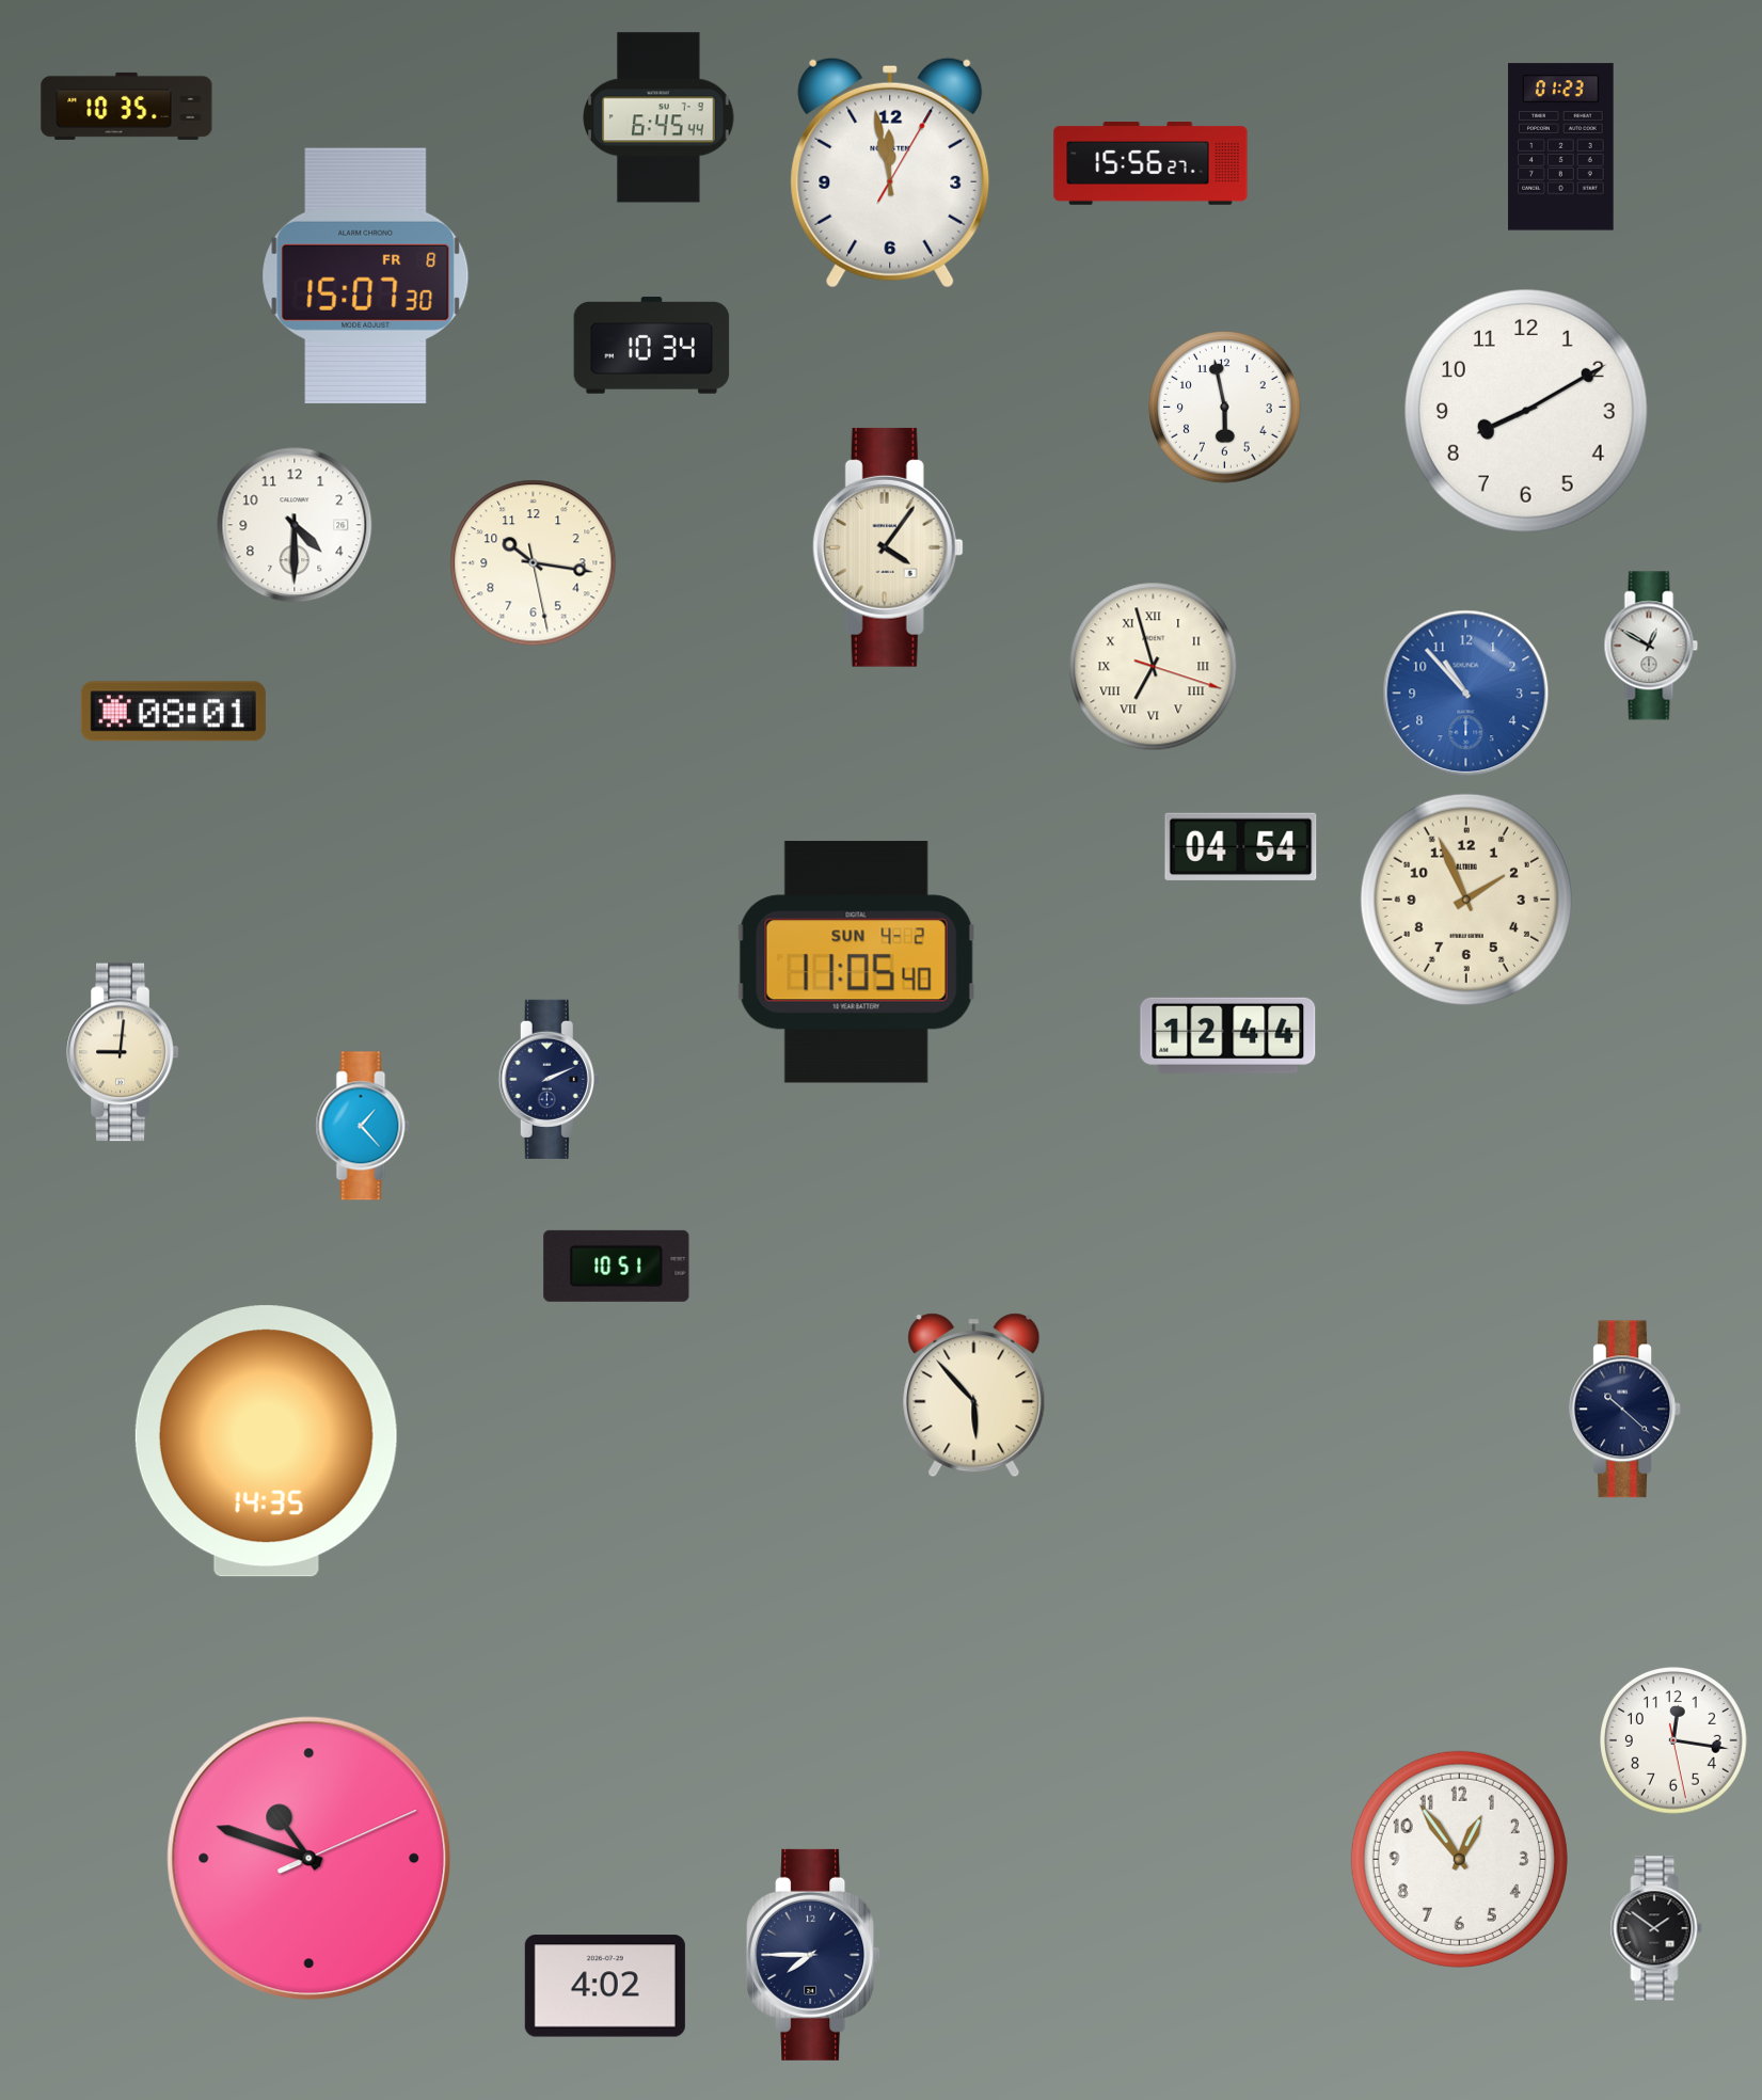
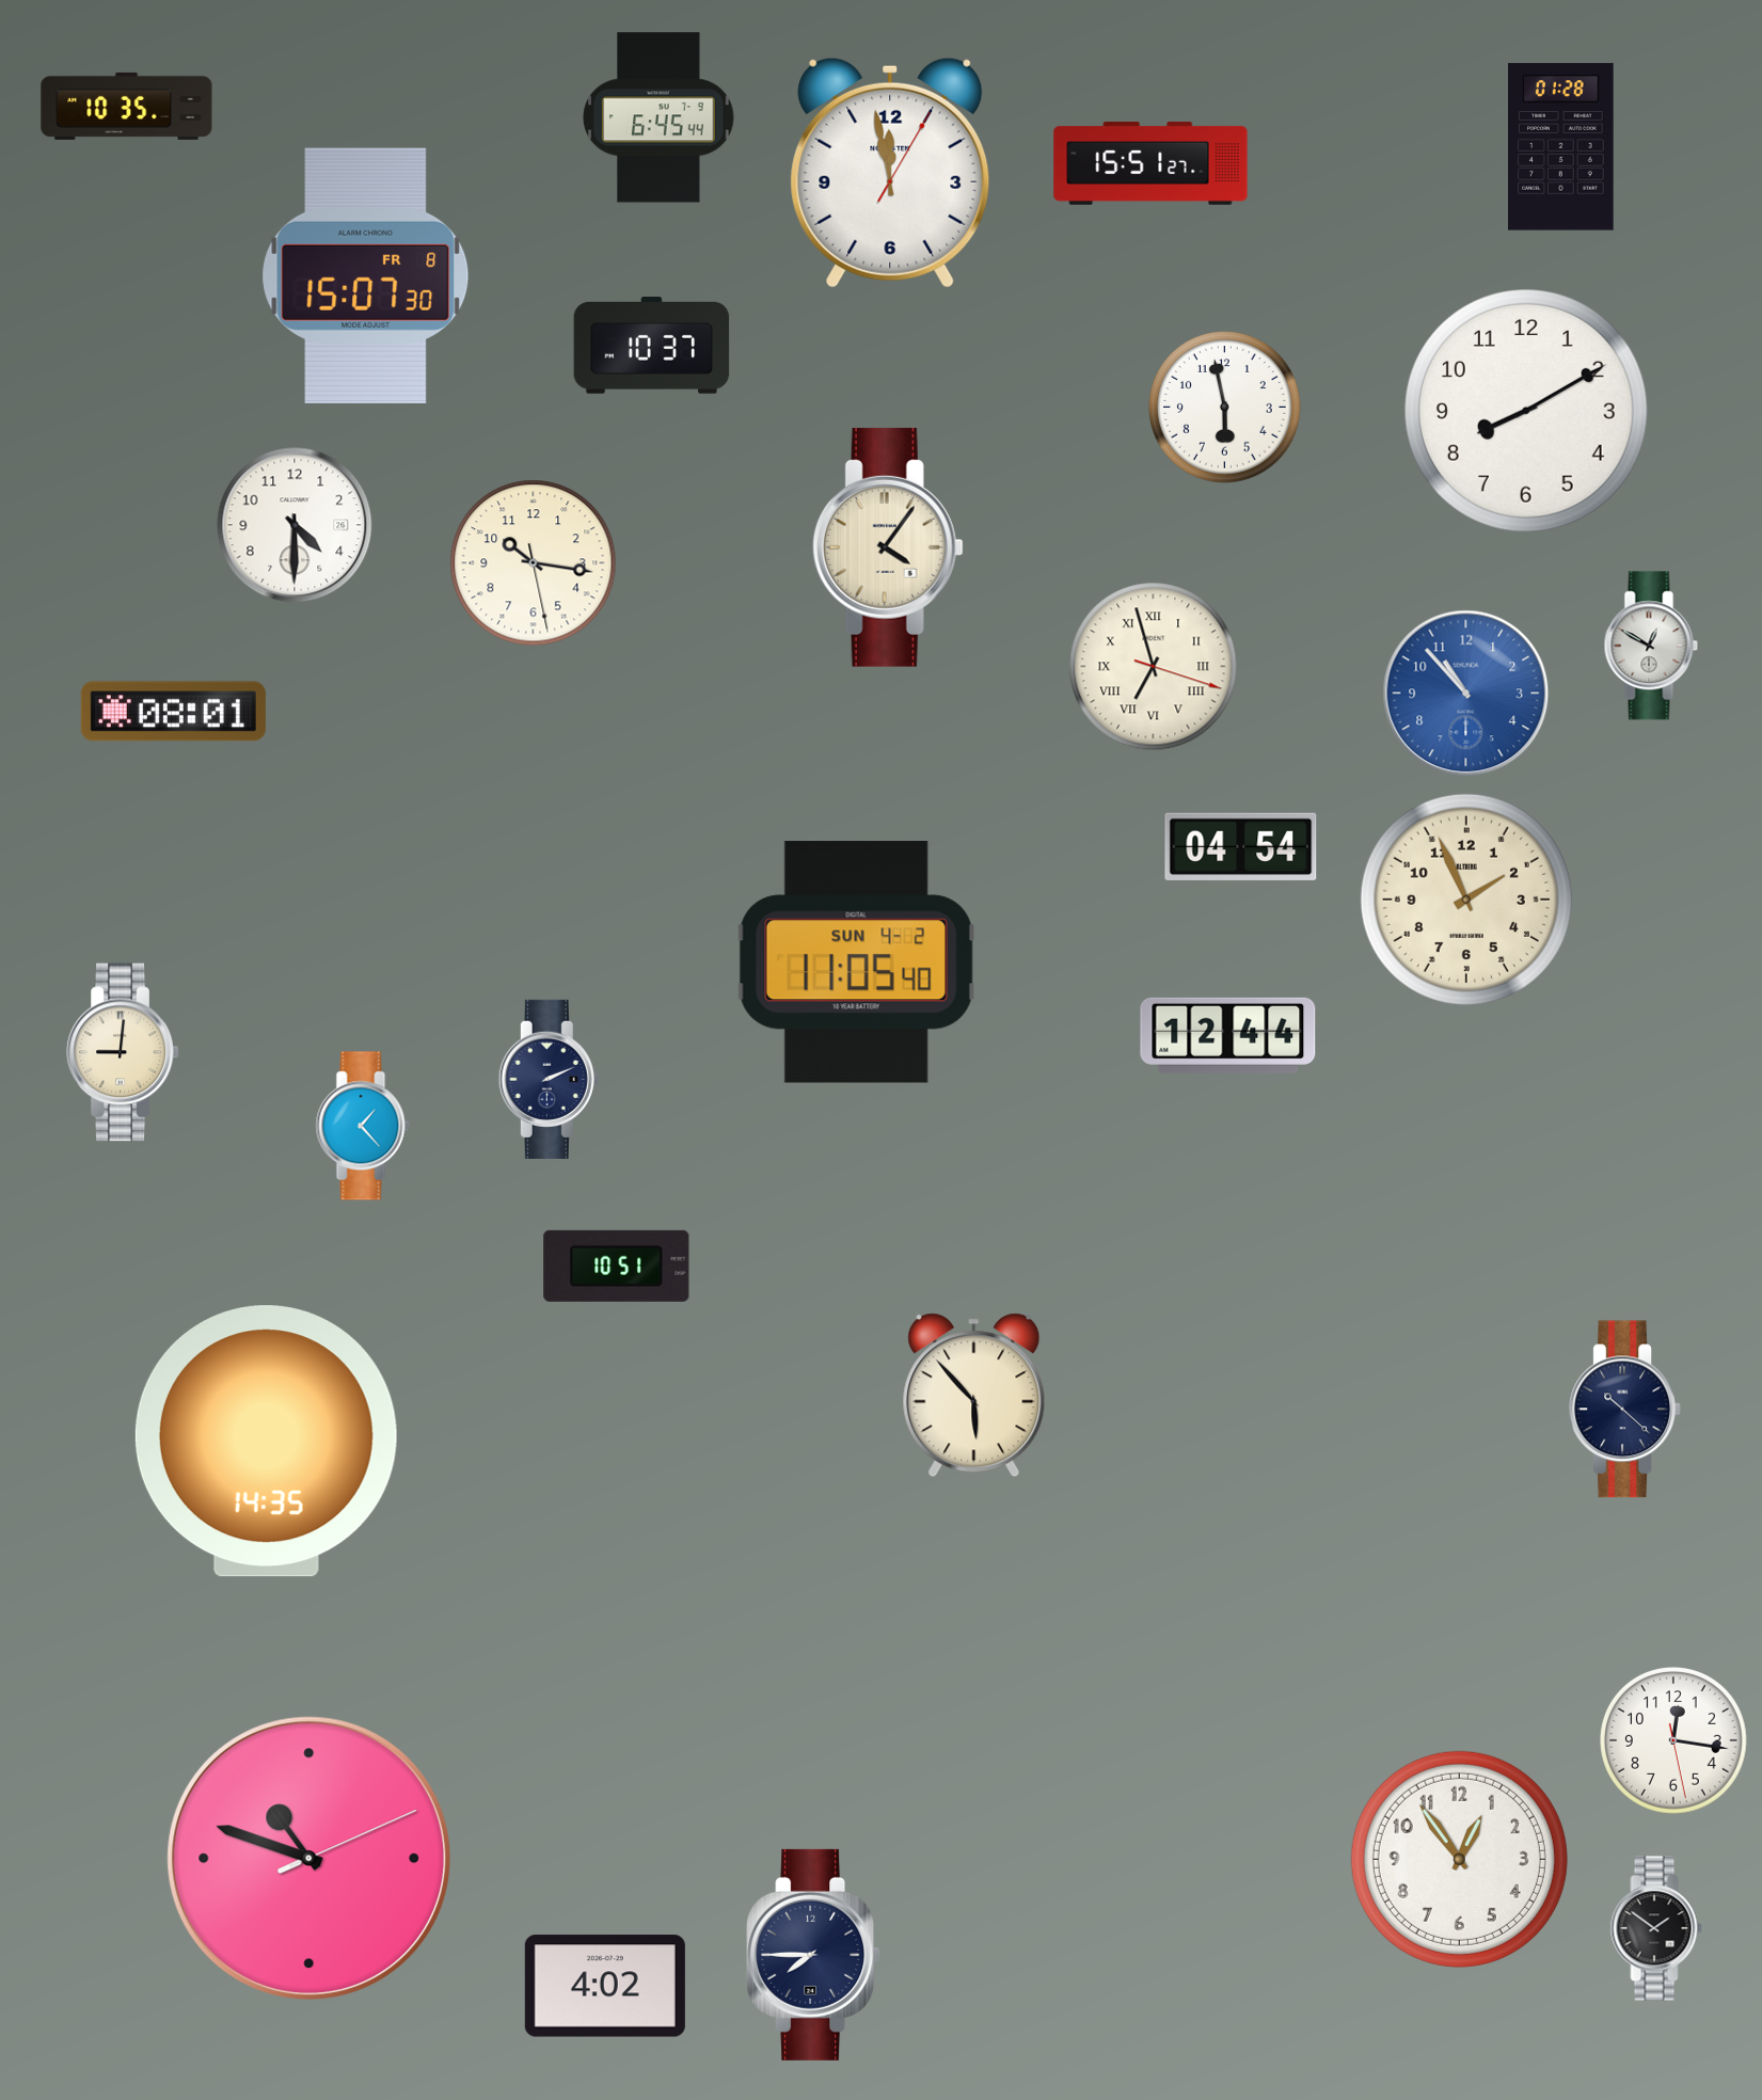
clock at (1561, 147): 01:23 -> 01:28
clock at (1150, 164): 15:56 -> 15:51
clock at (652, 346): 10:34 -> 10:37
